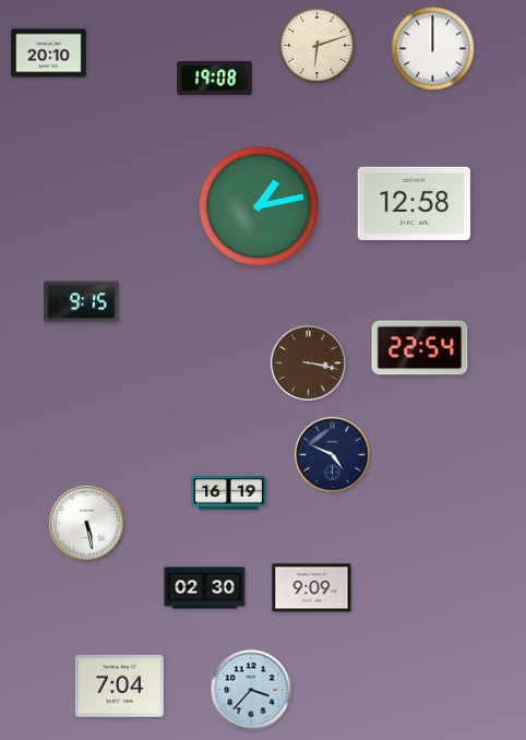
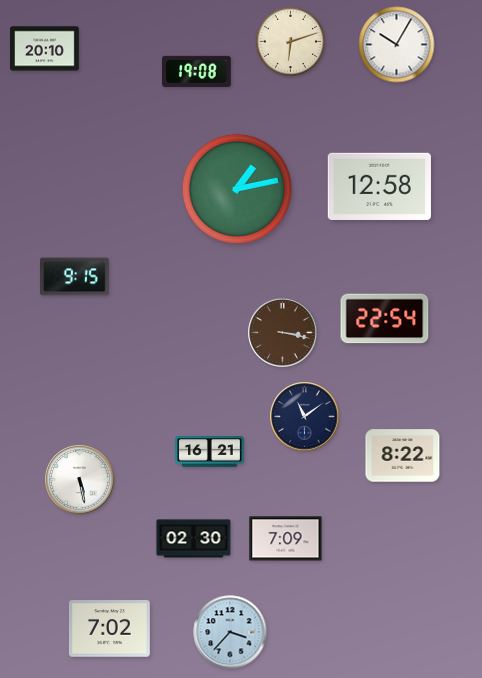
clock at (433, 49): 12:00 -> 10:05
clock at (333, 455): 4:49 -> 11:09
clock at (229, 493): 16:19 -> 16:21
clock at (403, 456): none -> 8:22
clock at (205, 588) position: (205, 588) -> (194, 539)
clock at (312, 588): 9:09 -> 7:09
clock at (119, 687): 7:04 -> 7:02
